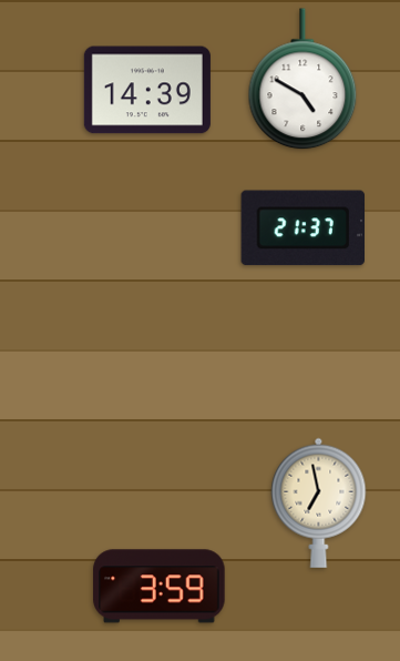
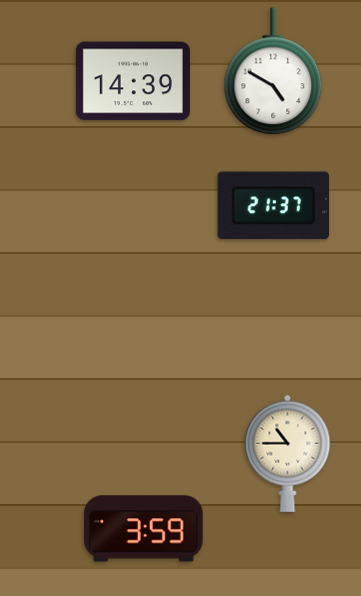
clock at (319, 502): 6:58 -> 10:45
